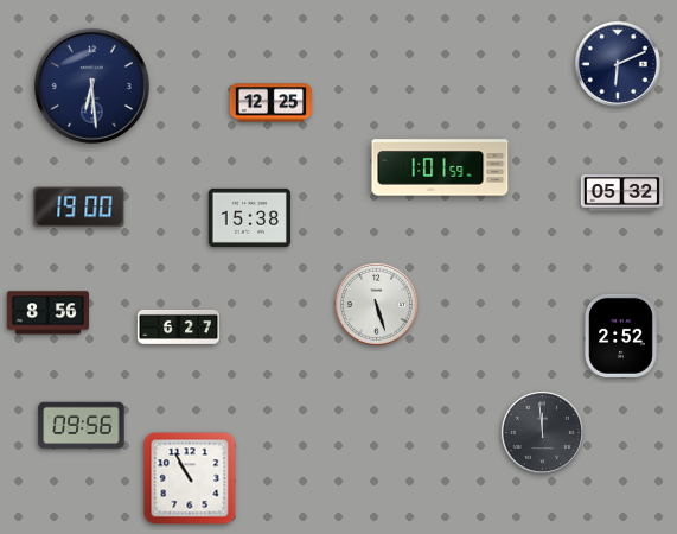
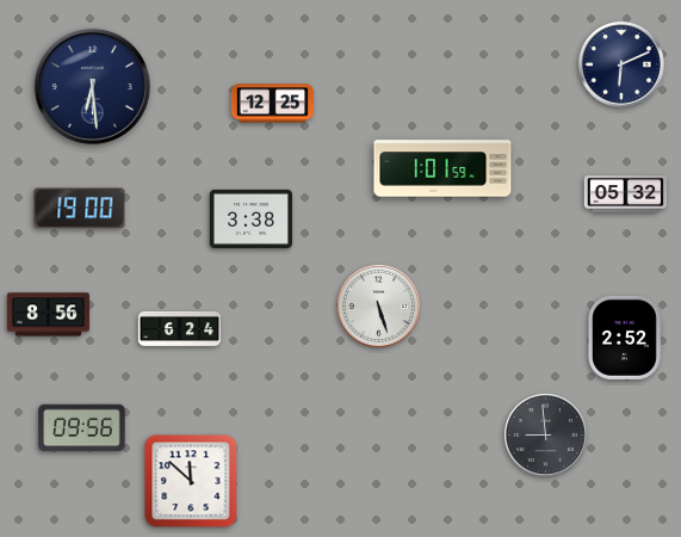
clock at (249, 217): 15:38 -> 3:38
clock at (178, 326): 6:27 -> 6:24
clock at (542, 432): 11:59 -> 8:59
clock at (190, 478): 10:55 -> 11:52
